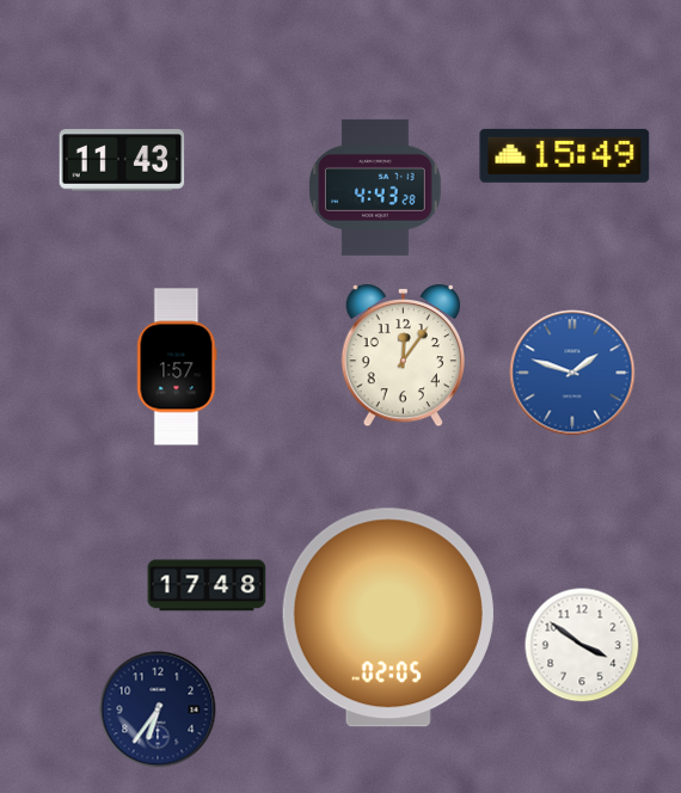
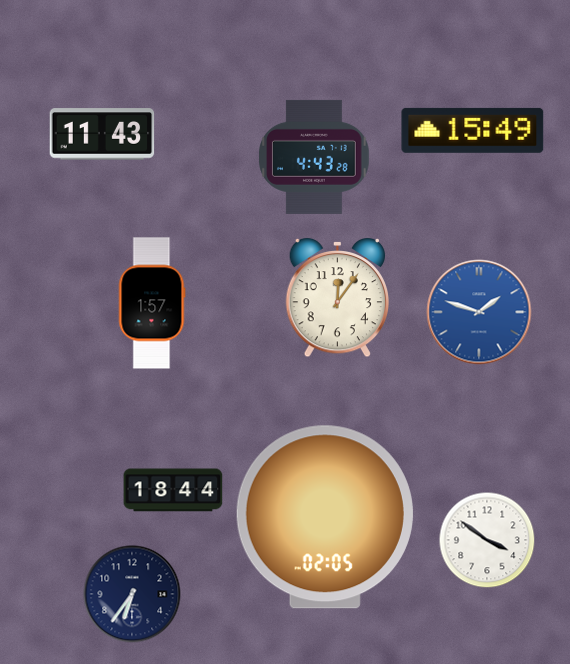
clock at (177, 367) position: (177, 367) -> (152, 303)
clock at (207, 585): 17:48 -> 18:44
